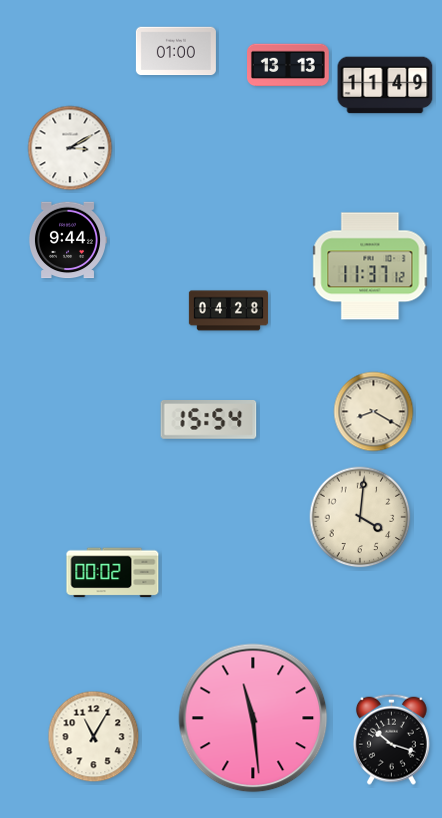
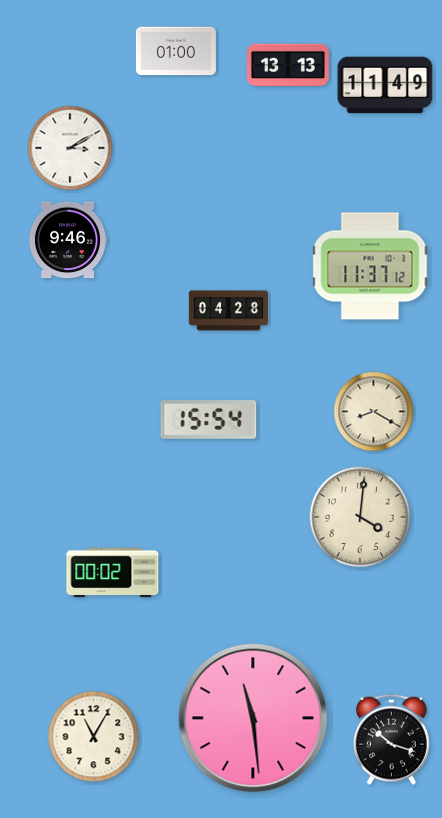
clock at (67, 240): 9:44 -> 9:46
